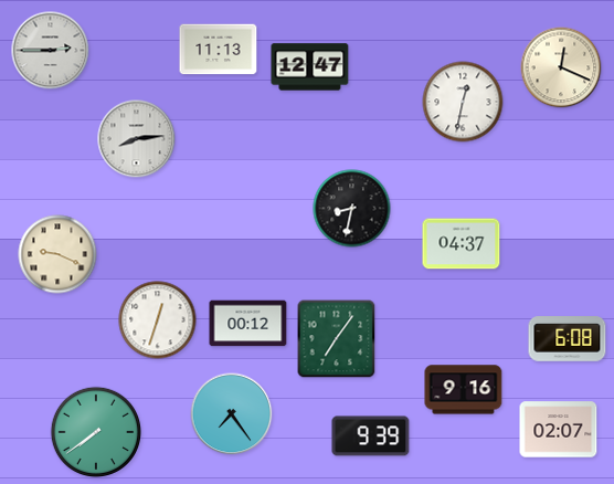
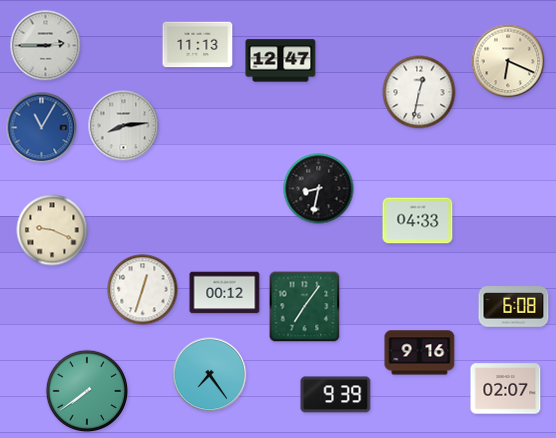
clock at (561, 67): 12:19 -> 6:19
clock at (42, 128): none -> 11:05
clock at (462, 244): 04:37 -> 04:33
